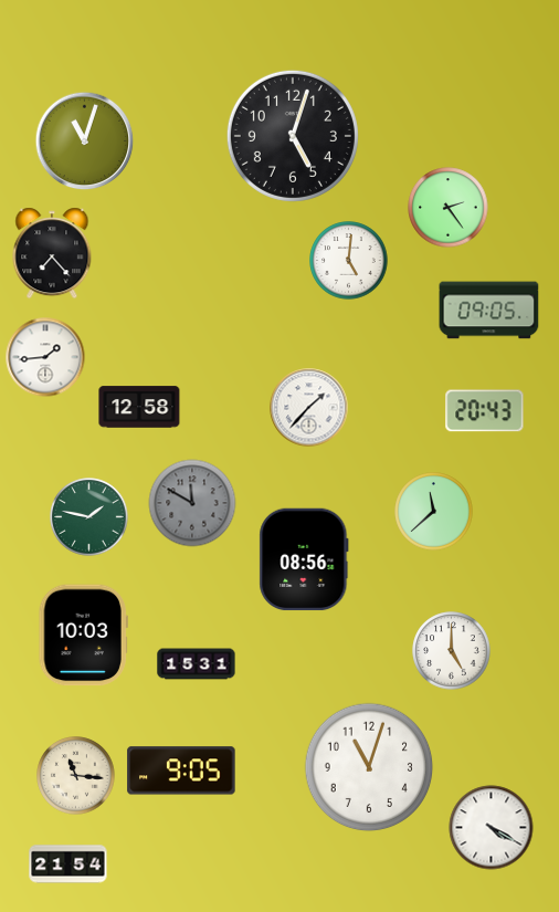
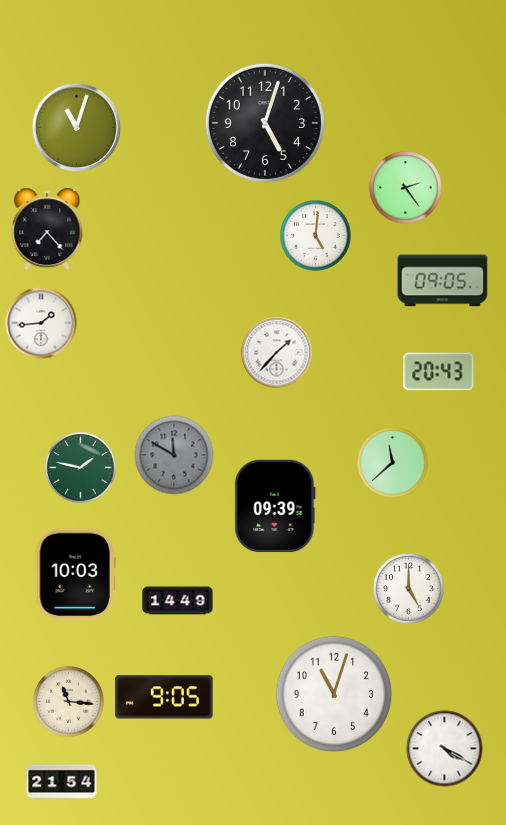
clock at (139, 407): 12:58 -> none
clock at (309, 408) position: (309, 408) -> (277, 353)
clock at (304, 559): 08:56 -> 09:39
clock at (197, 664): 15:31 -> 14:49
